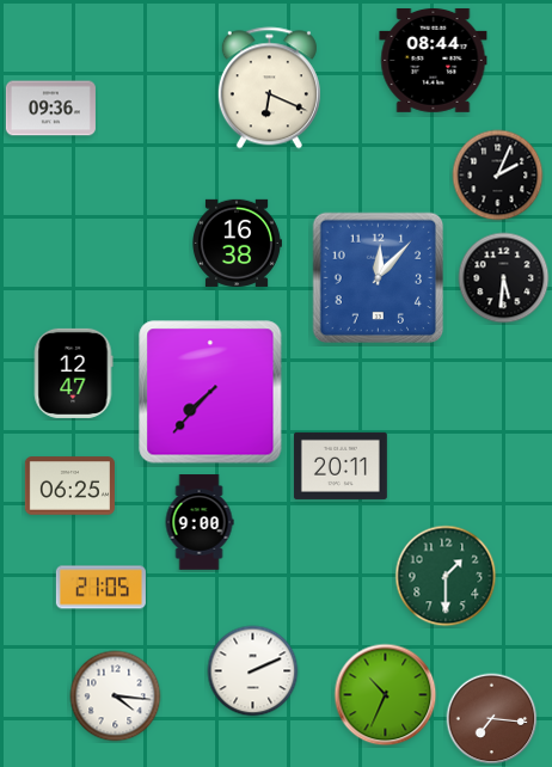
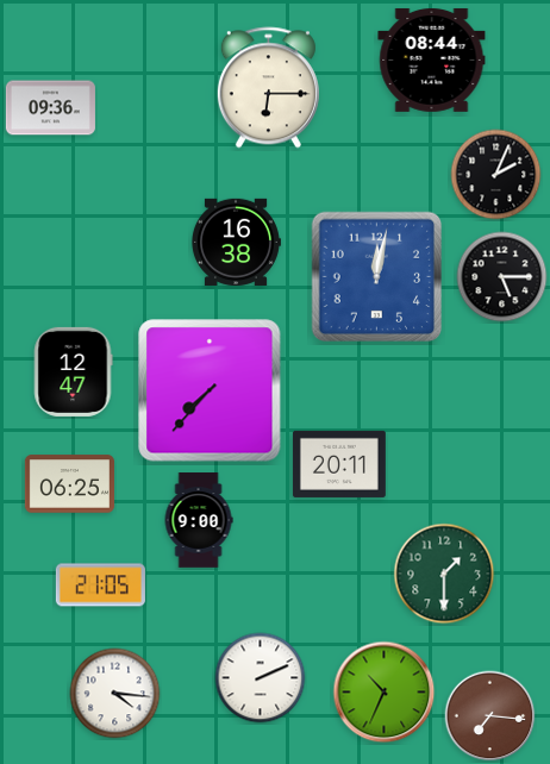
clock at (269, 88): 6:19 -> 6:15
clock at (379, 278): 12:07 -> 12:02
clock at (504, 278): 5:31 -> 5:15
clock at (253, 671) position: (253, 671) -> (261, 678)
